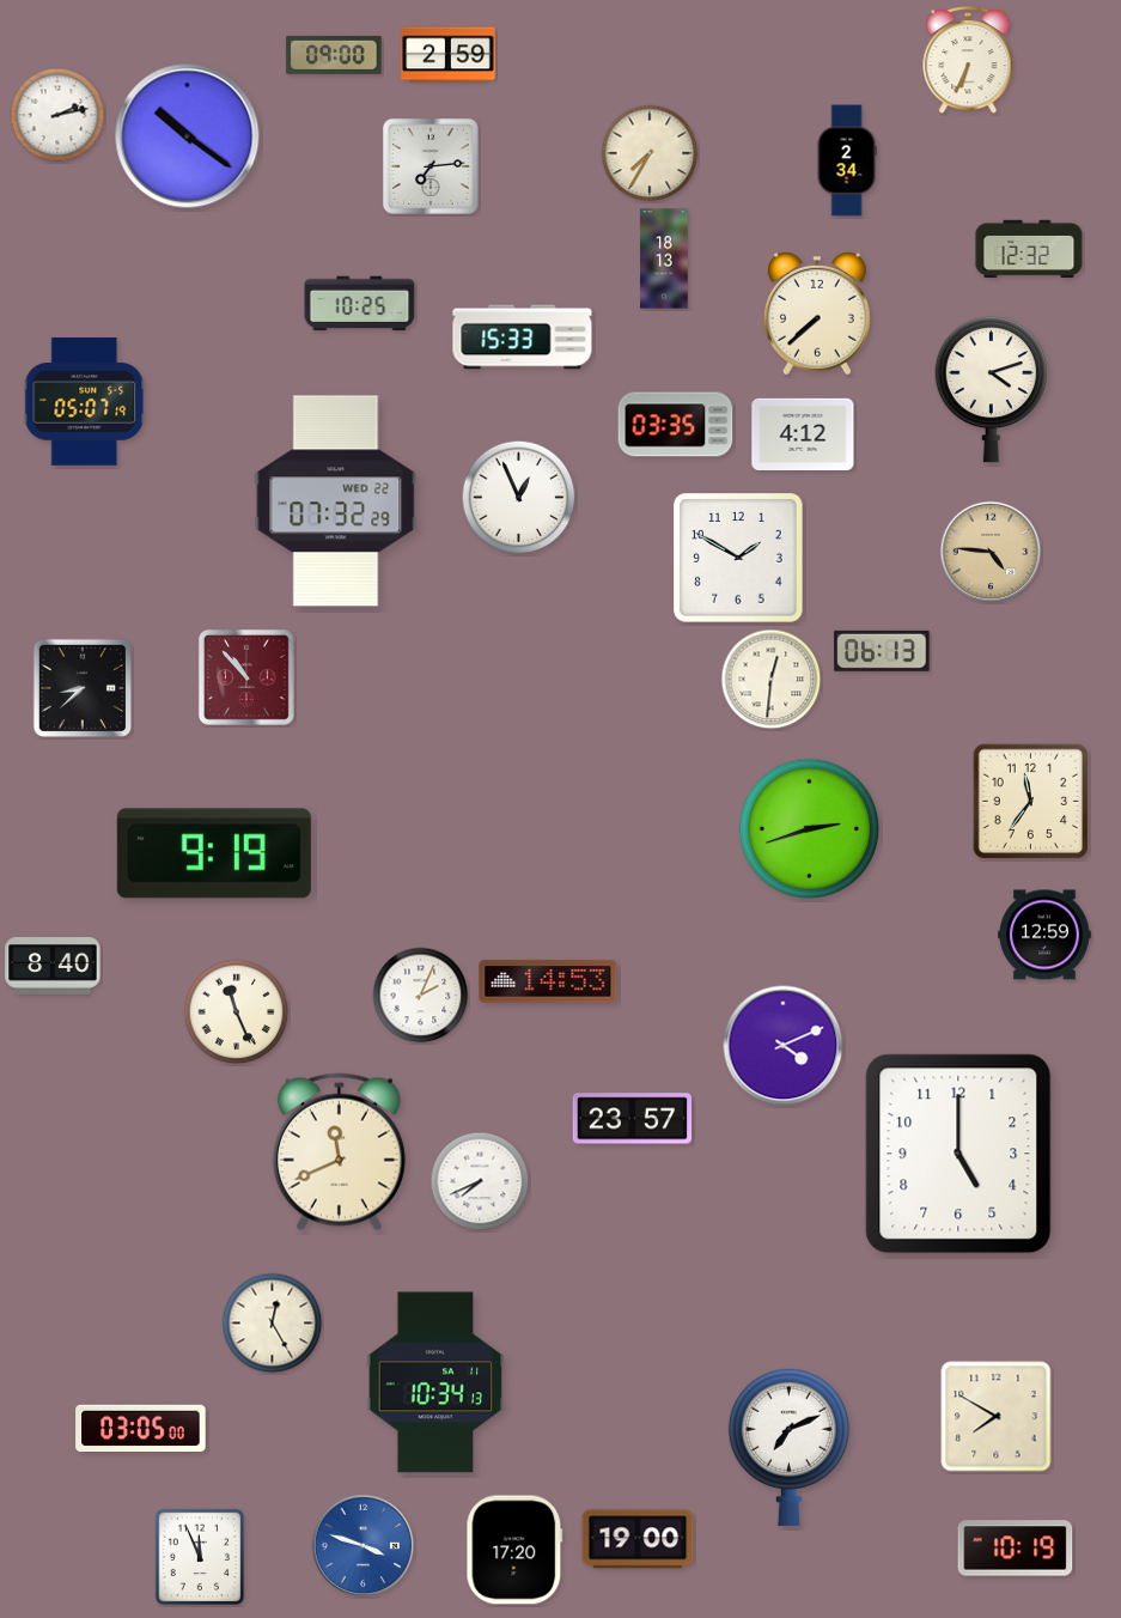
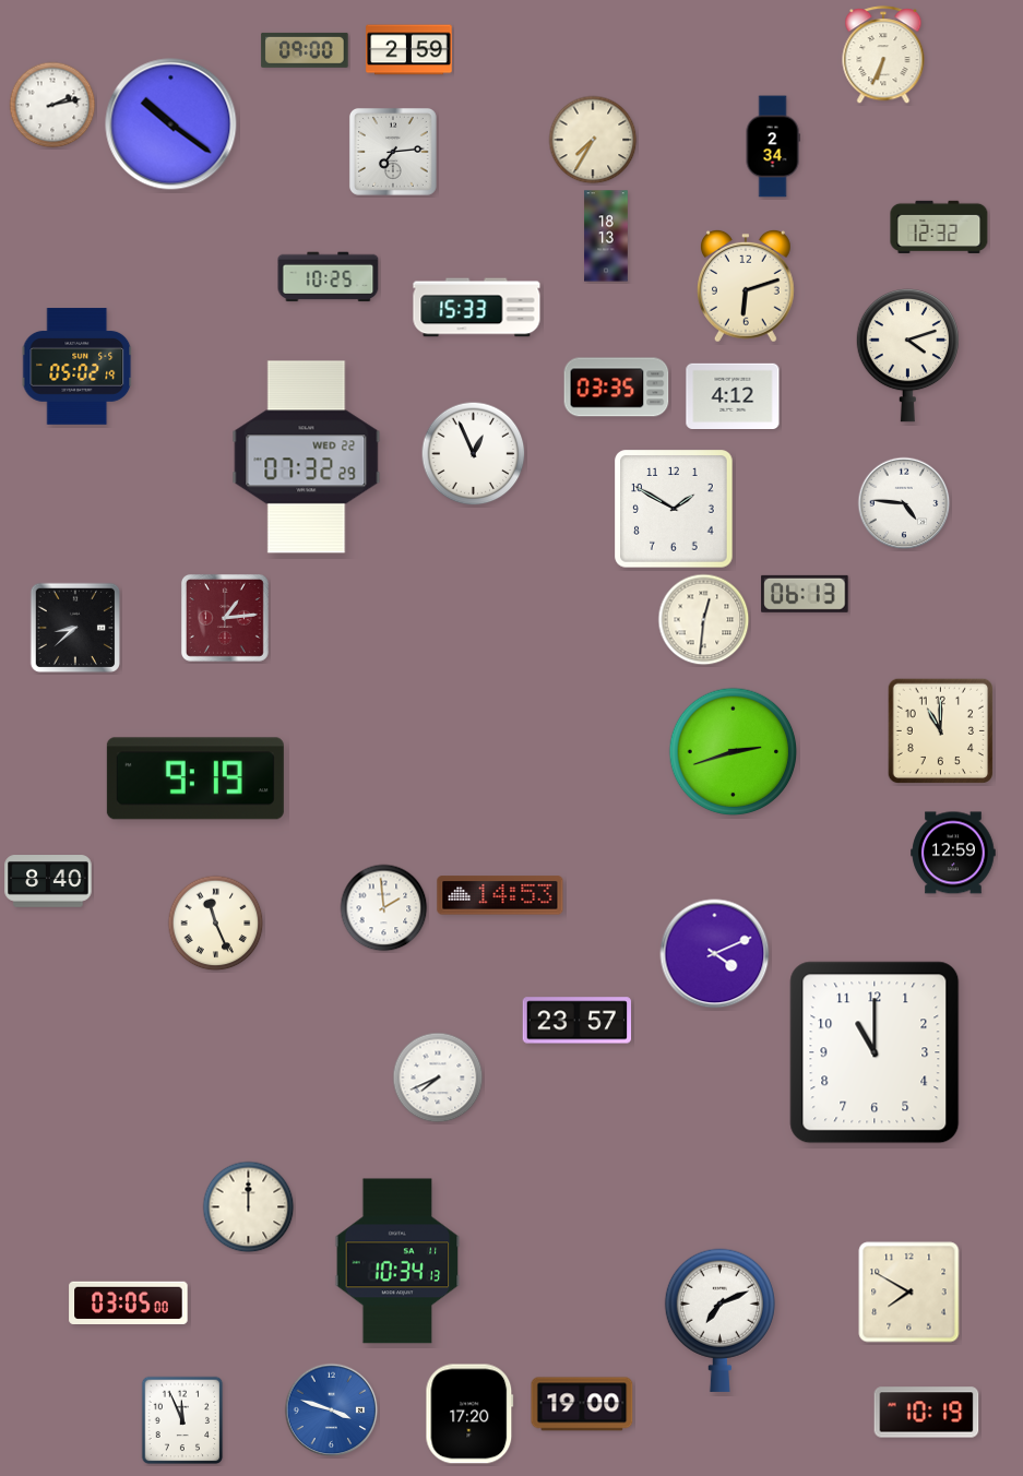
clock at (818, 314): 7:38 -> 6:12
clock at (991, 389) position: (991, 389) -> (907, 355)
clock at (85, 402): 05:07 -> 05:02
clock at (991, 552) dial: champagne -> white
clock at (246, 677): 10:53 -> 1:14
clock at (1030, 801): 11:36 -> 11:00
clock at (810, 829) position: (810, 829) -> (734, 752)
clock at (421, 996): 2:04 -> 1:59
clock at (339, 1152): 11:41 -> none
clock at (958, 1154): 5:00 -> 11:00
clock at (273, 1324): 12:25 -> 12:00
